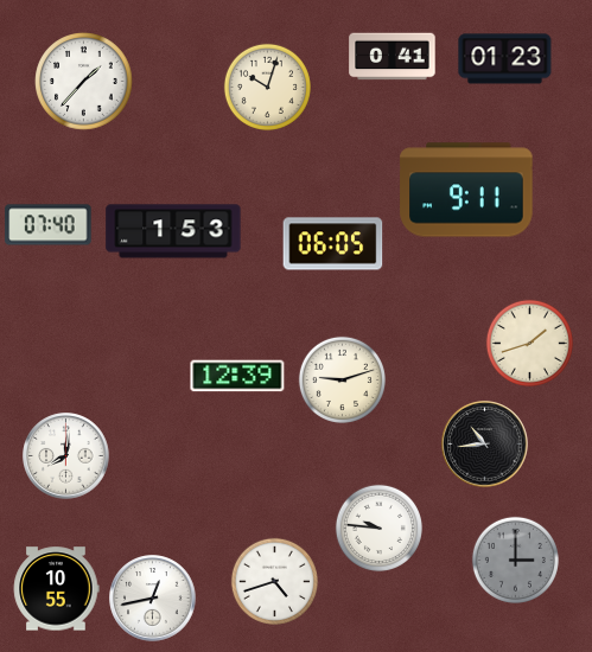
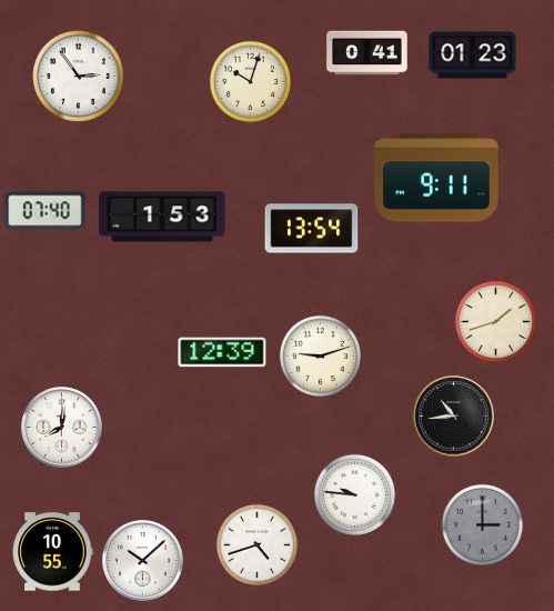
clock at (84, 82): 1:37 -> 2:54
clock at (333, 244): 06:05 -> 13:54
clock at (153, 599): 12:43 -> 10:08
